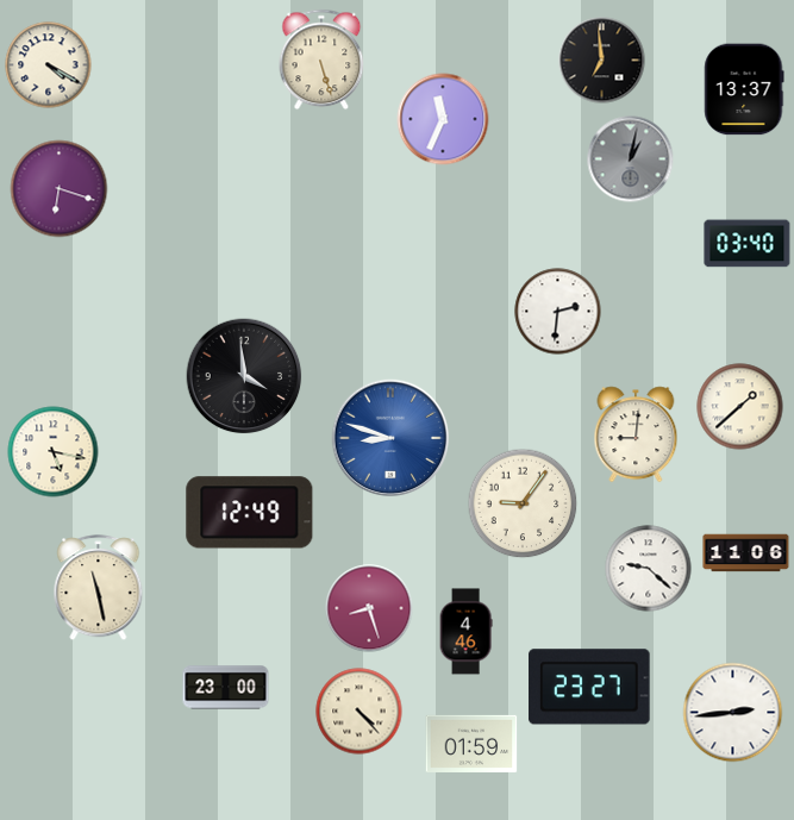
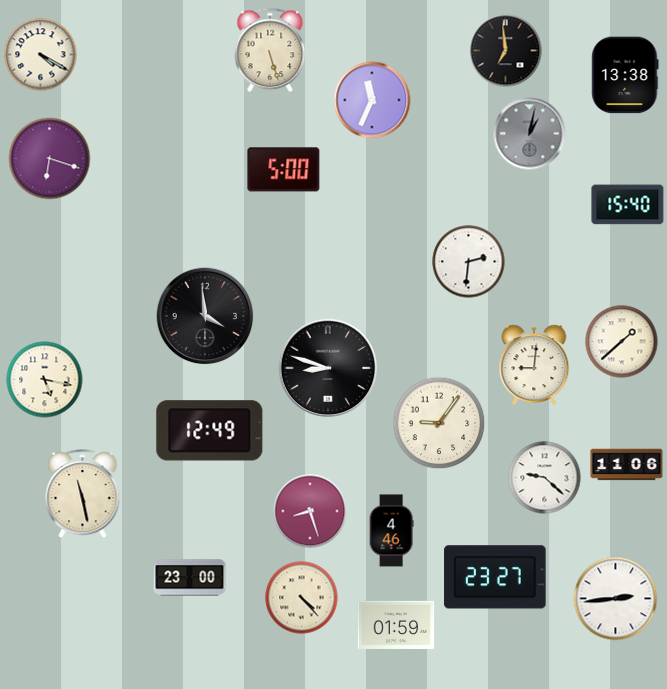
clock at (744, 89): 13:37 -> 13:38
clock at (284, 170): none -> 5:00
clock at (748, 244): 03:40 -> 15:40
clock at (390, 438) dial: blue -> black
